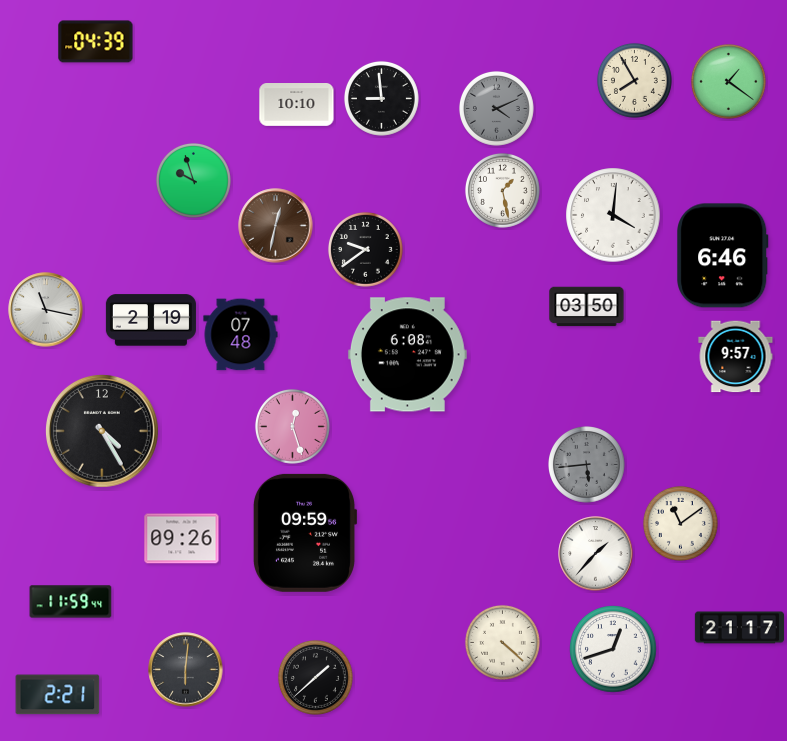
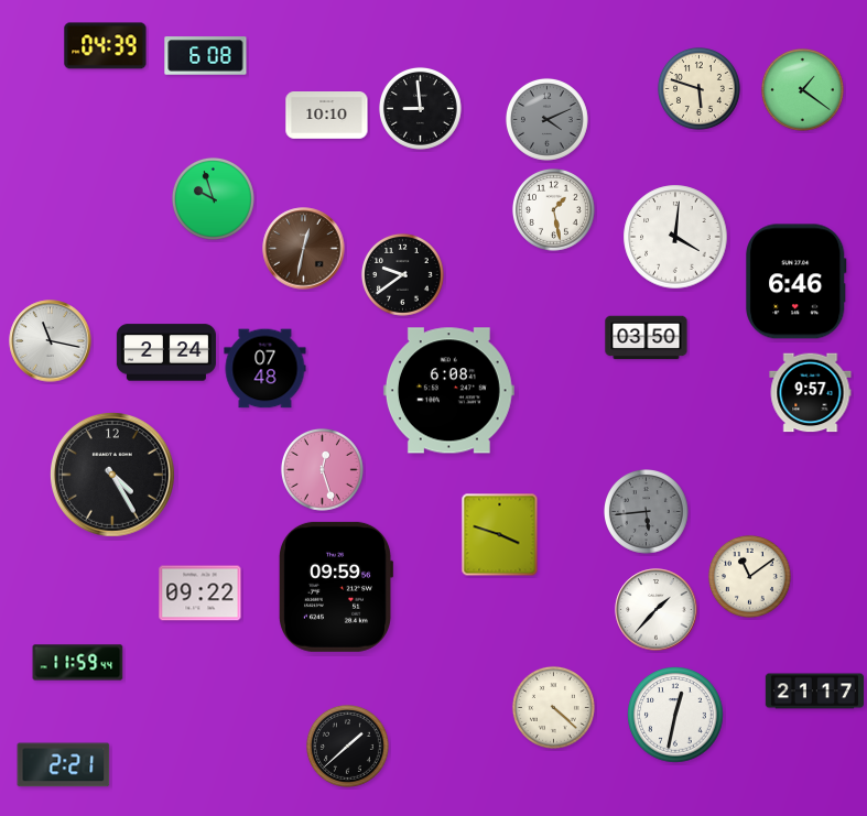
clock at (206, 56): none -> 6:08
clock at (634, 80): 7:55 -> 5:48
clock at (151, 320): 2:19 -> 2:24
clock at (500, 535): none -> 3:48
clock at (182, 539): 09:26 -> 09:22
clock at (613, 649): 12:42 -> 12:32
clock at (186, 670): 6:01 -> none
